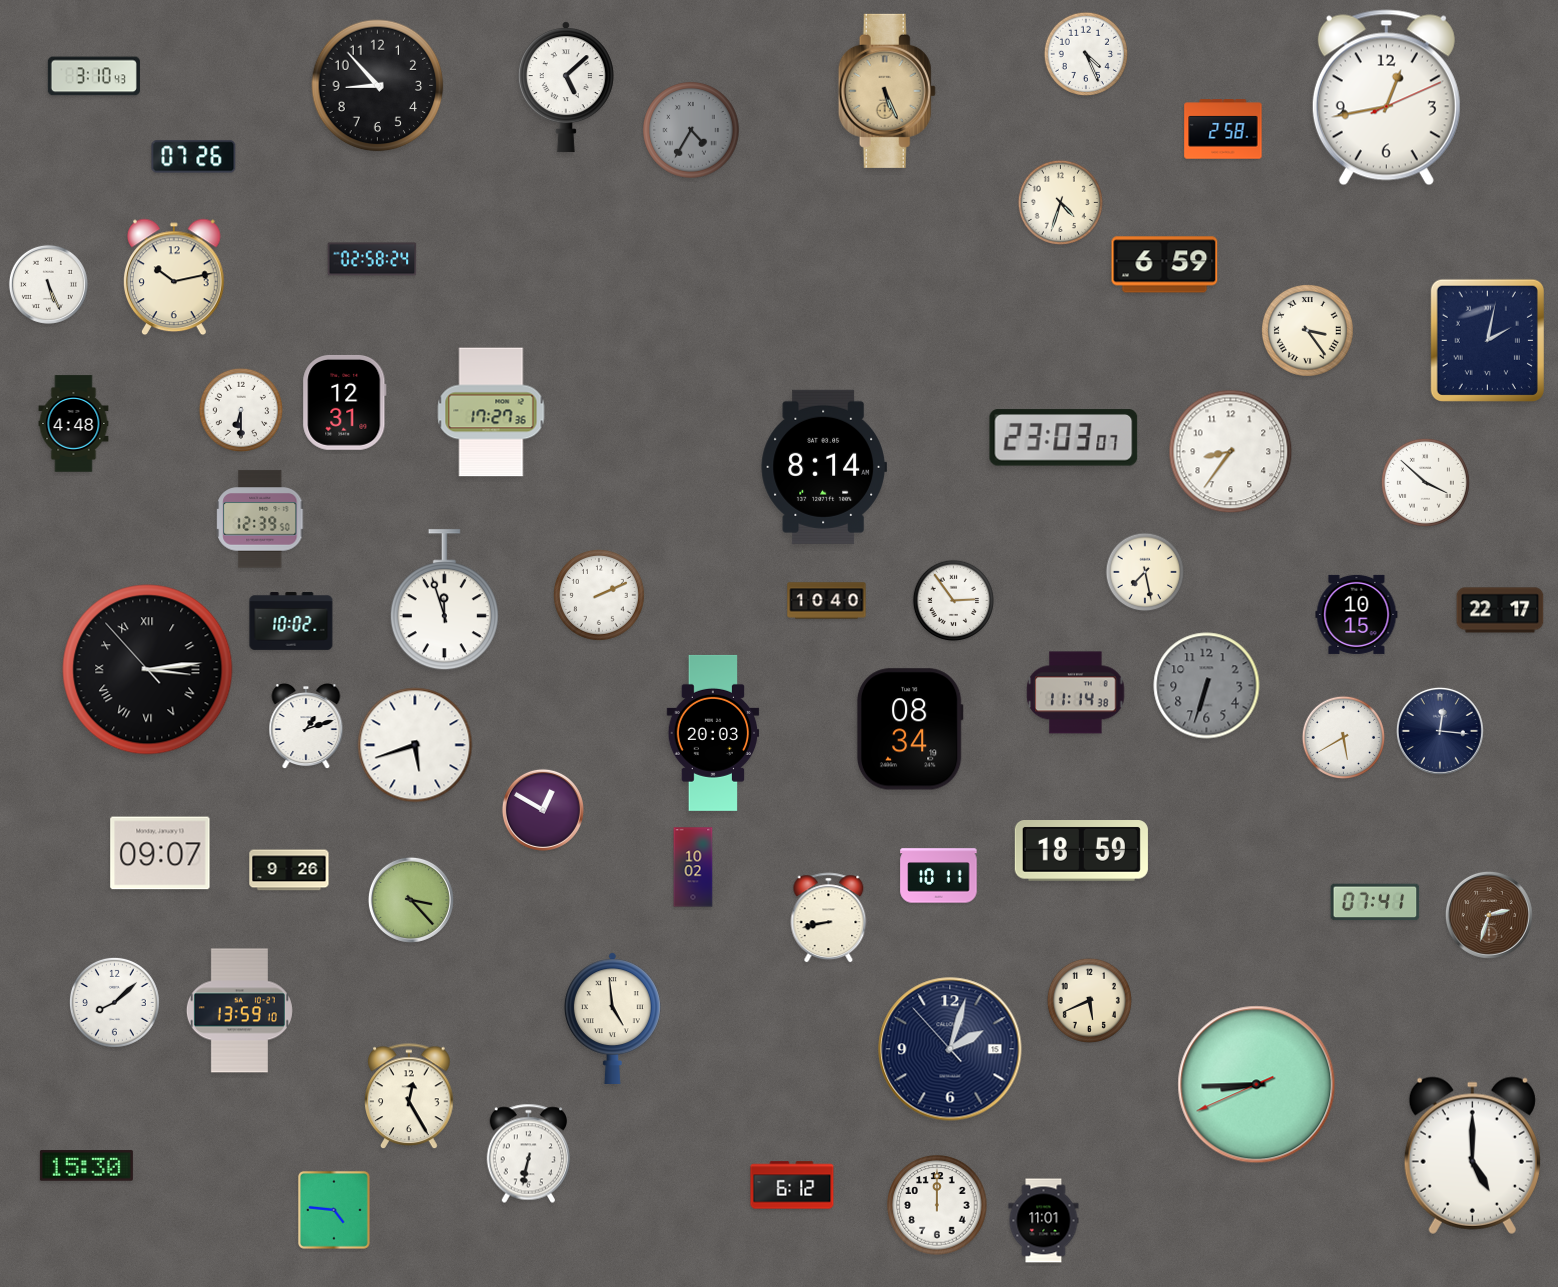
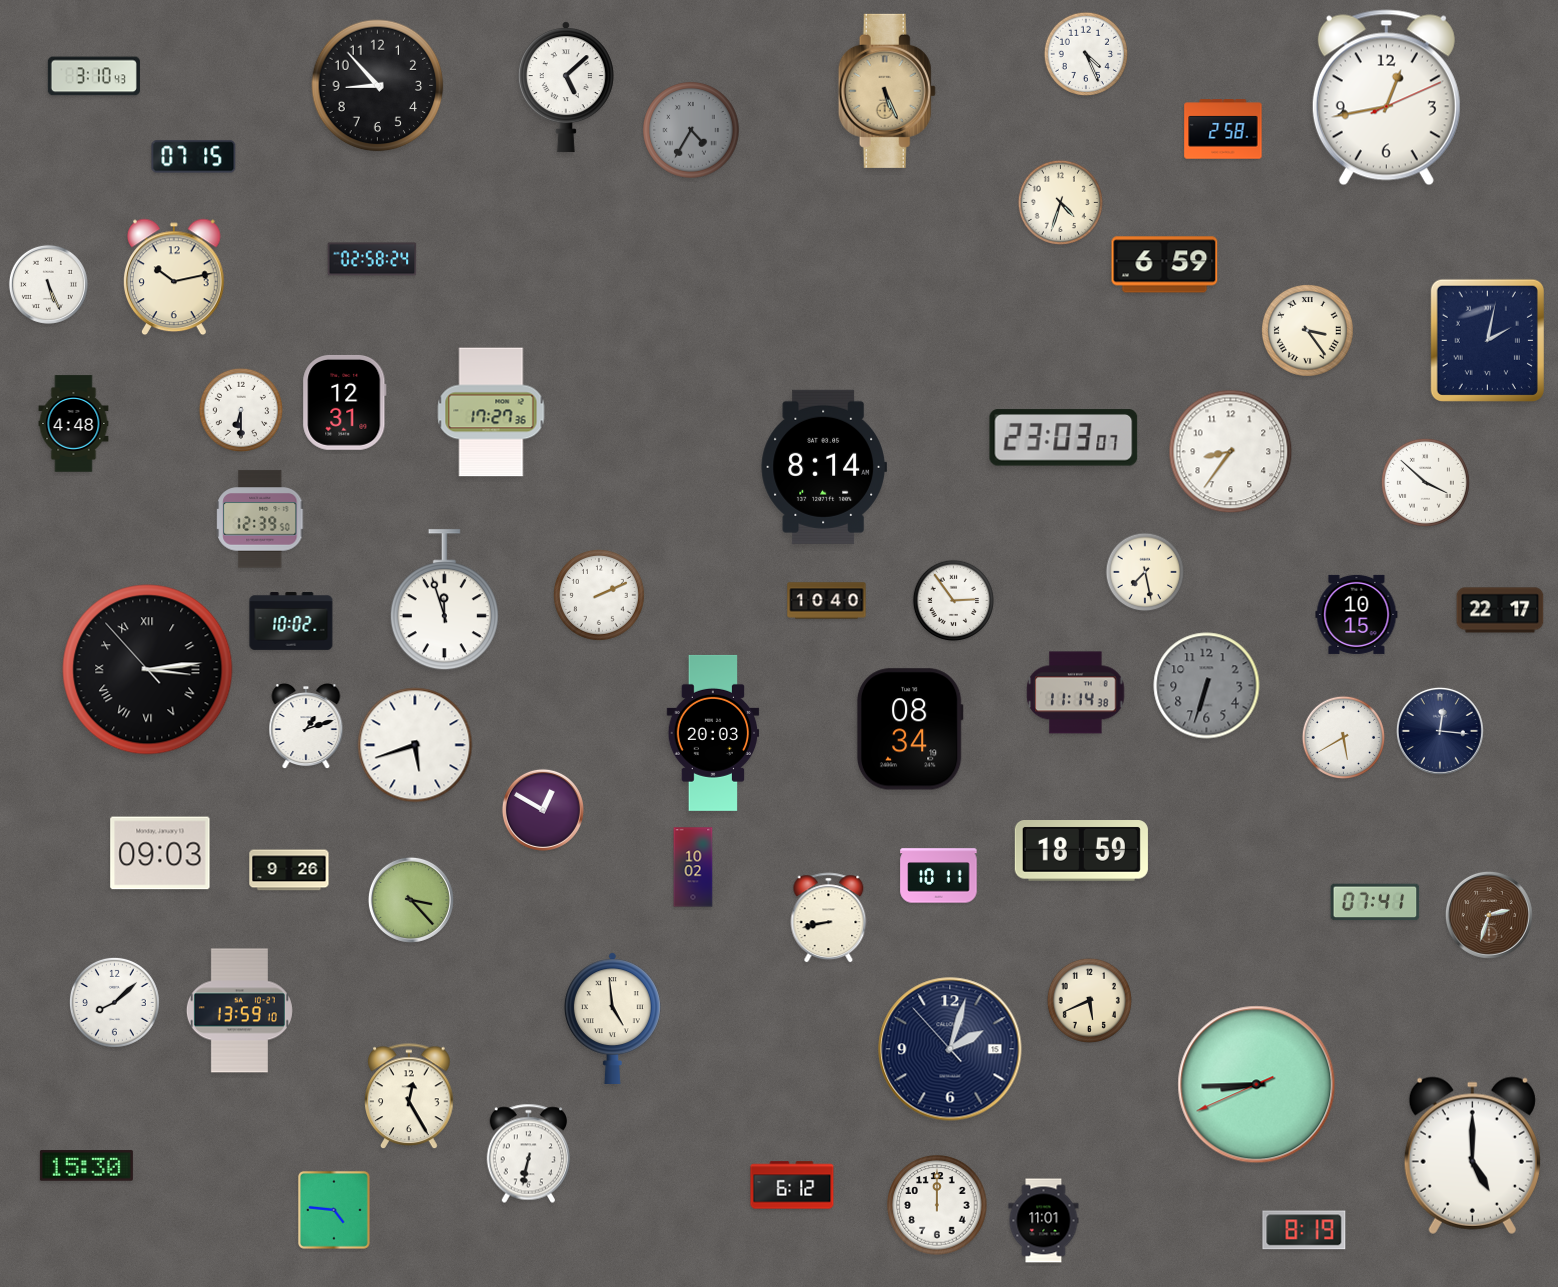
clock at (194, 157): 07:26 -> 07:15
clock at (160, 853): 09:07 -> 09:03
clock at (1304, 1230): none -> 8:19
